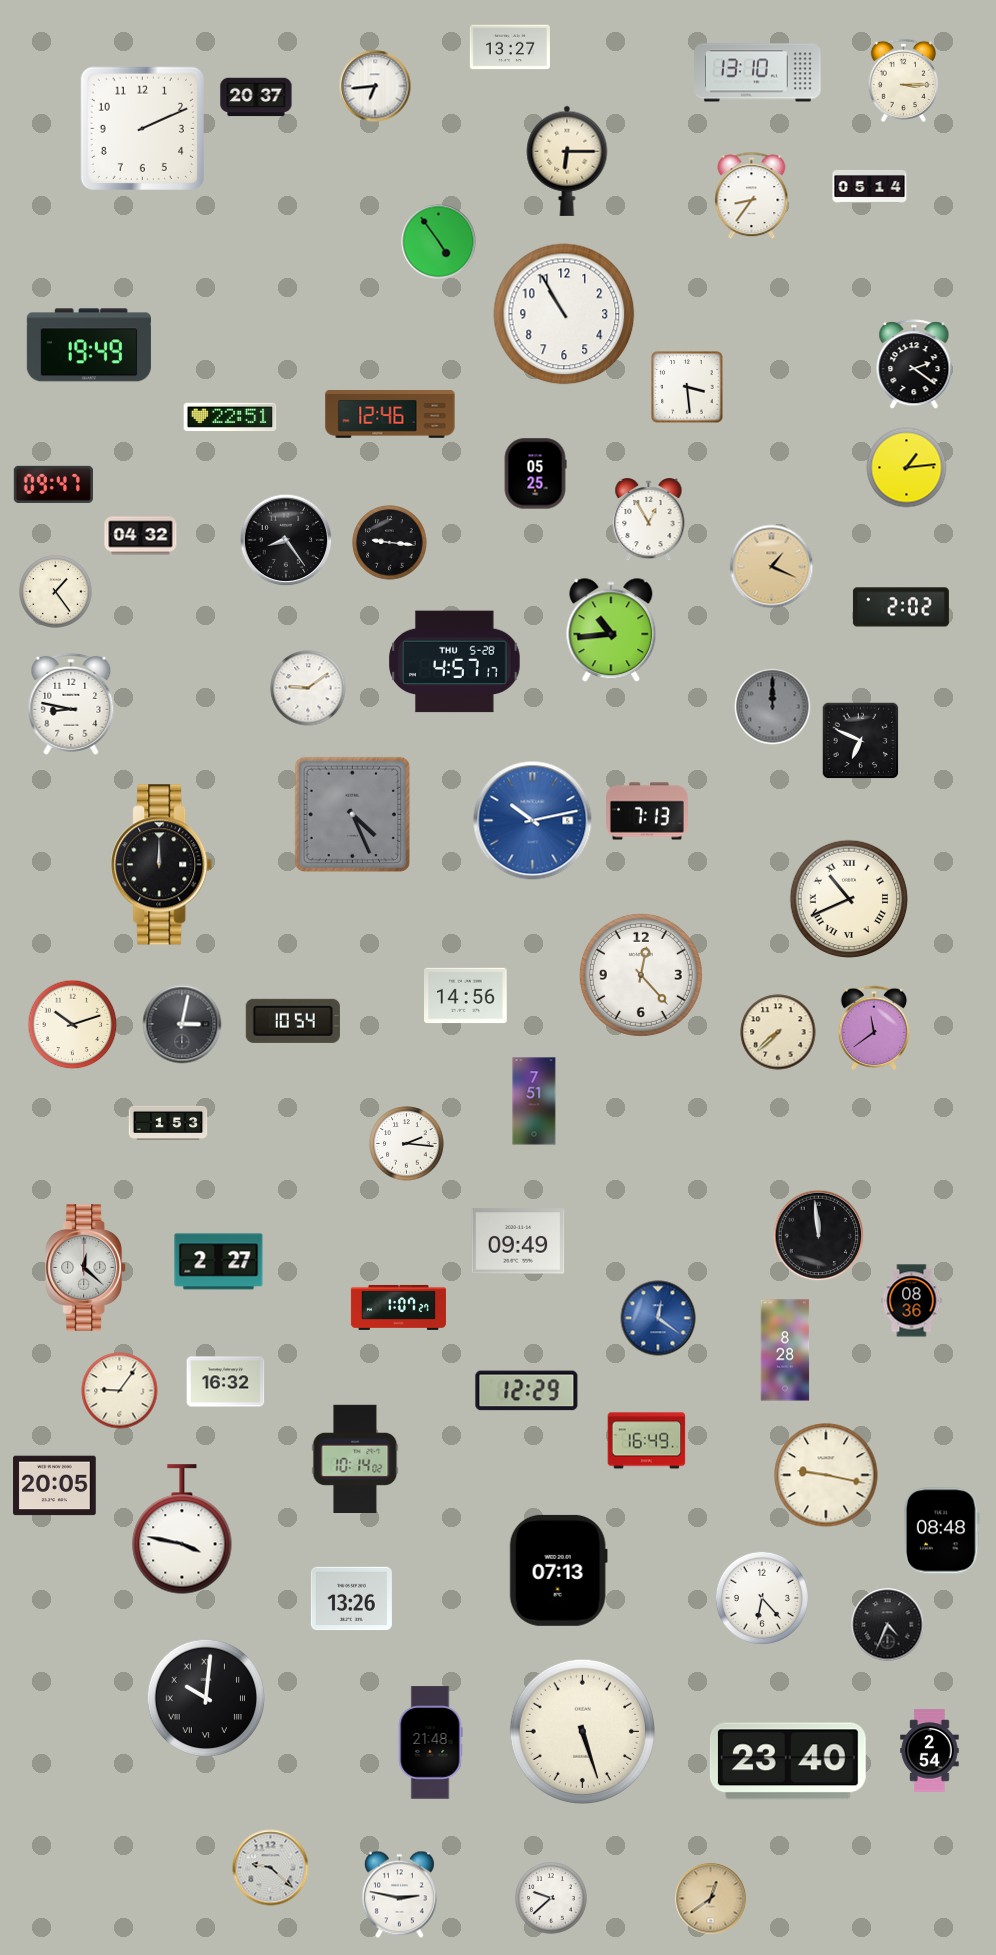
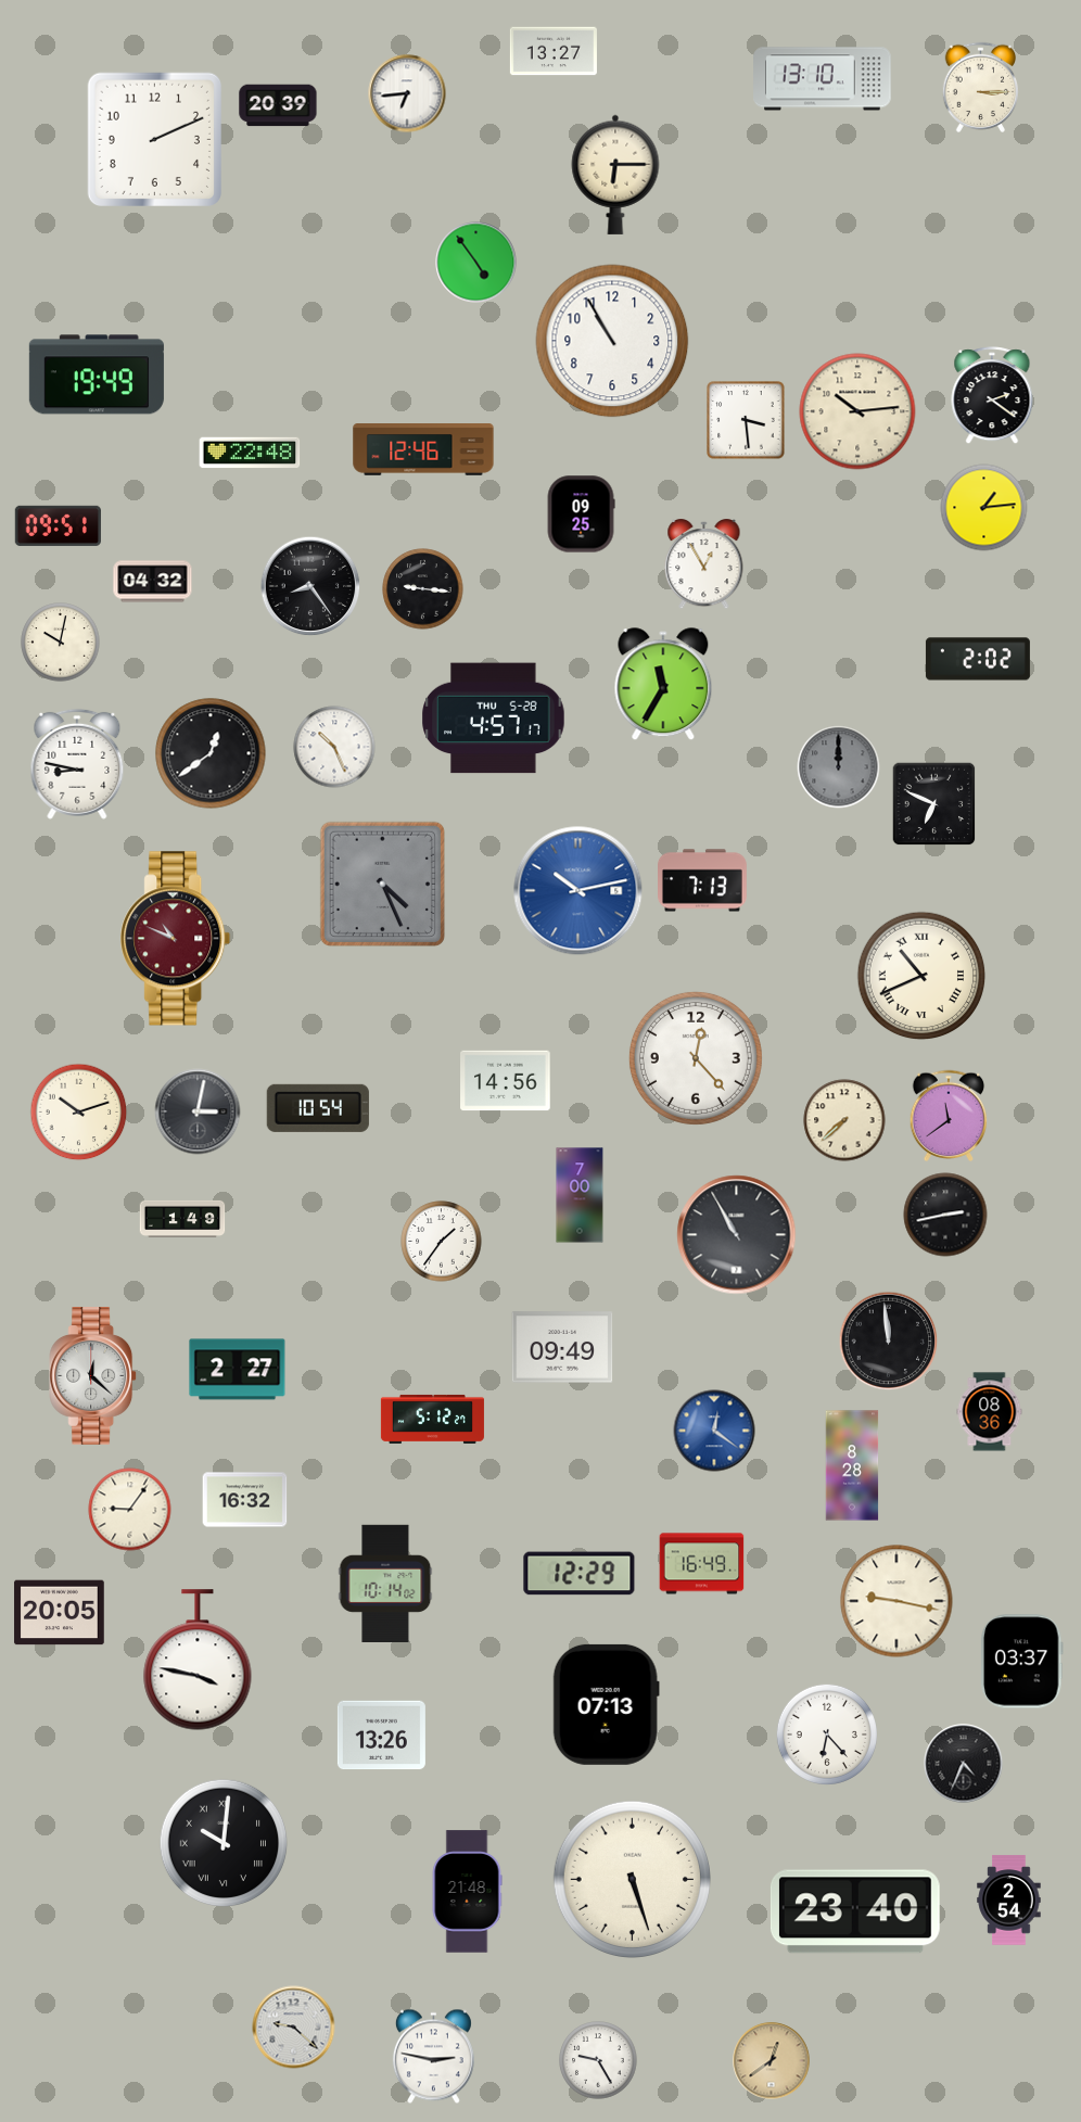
clock at (256, 97): 20:37 -> 20:39
clock at (870, 187): 05:14 -> none
clock at (752, 196): 8:36 -> none
clock at (857, 411): none -> 10:14
clock at (230, 417): 22:51 -> 22:48
clock at (535, 474): 05:25 -> 09:25
clock at (53, 484): 09:47 -> 09:51
clock at (772, 567): 1:19 -> none
clock at (56, 592): 1:24 -> 10:02
clock at (611, 631): 10:44 -> 11:35
clock at (308, 688): 9:09 -> 10:26
clock at (211, 753): none -> 12:39
clock at (162, 865): 12:00 -> 10:49
clock at (162, 865) dial: black -> burgundy
clock at (534, 1101): 7:51 -> 7:00
clock at (945, 1215): none -> 2:43
clock at (168, 1122): 1:53 -> 1:49
clock at (737, 1235): none -> 10:55
clock at (407, 1144): 2:16 -> 1:36
clock at (398, 1307): 1:07 -> 5:12
clock at (527, 1391) position: (527, 1391) -> (580, 1574)
clock at (941, 1531): 08:48 -> 03:37
clock at (551, 1898): 9:38 -> 9:25
